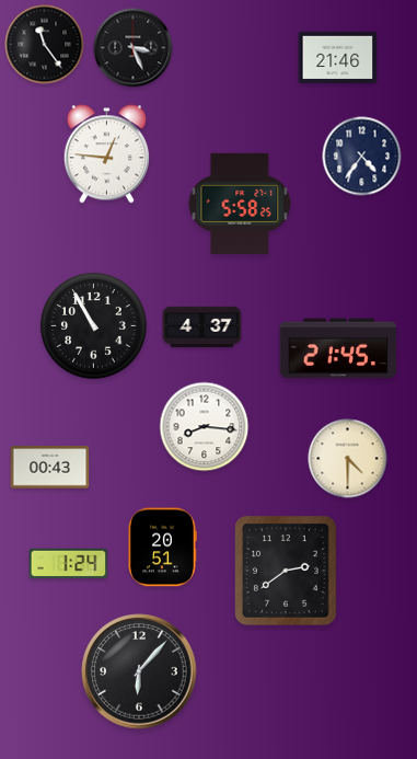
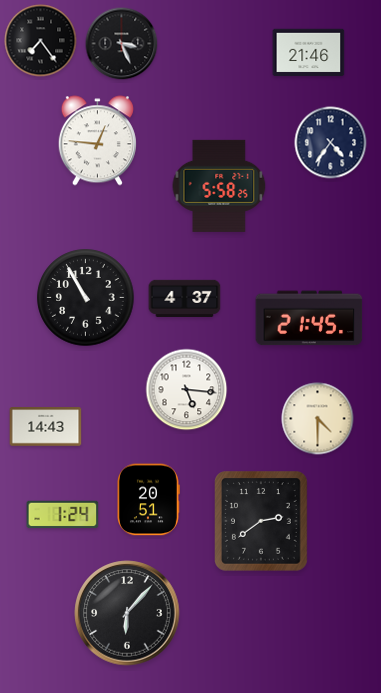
clock at (45, 45): 11:24 -> 7:24
clock at (205, 427): 8:16 -> 5:16
clock at (50, 468): 00:43 -> 14:43
